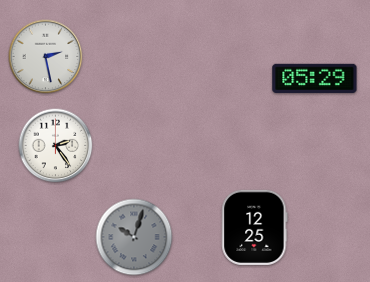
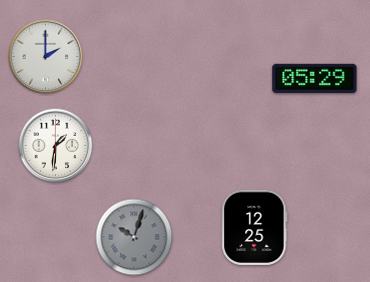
clock at (46, 57): 2:28 -> 2:00
clock at (56, 146): 2:24 -> 1:31
